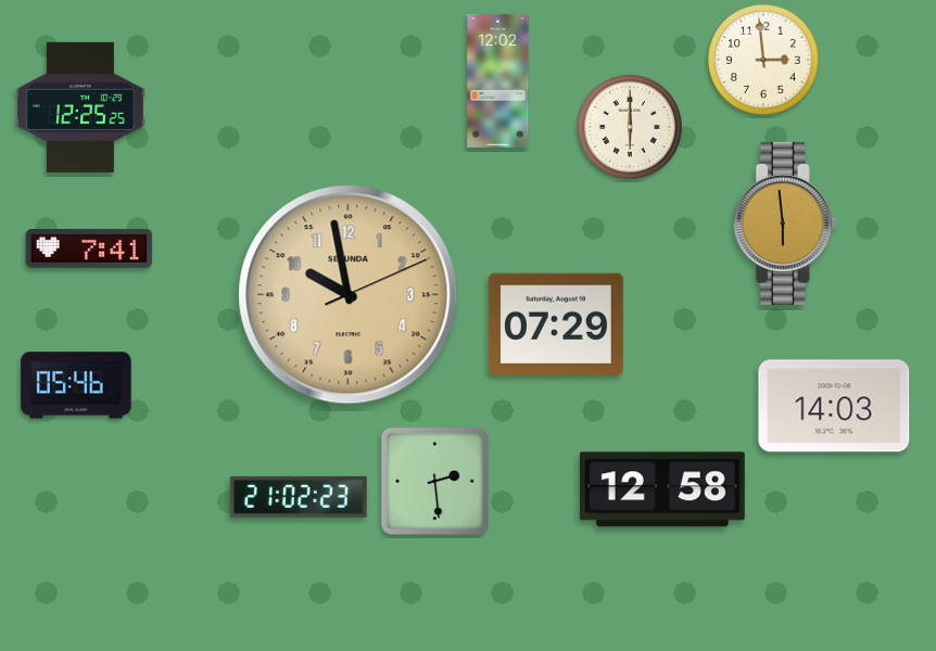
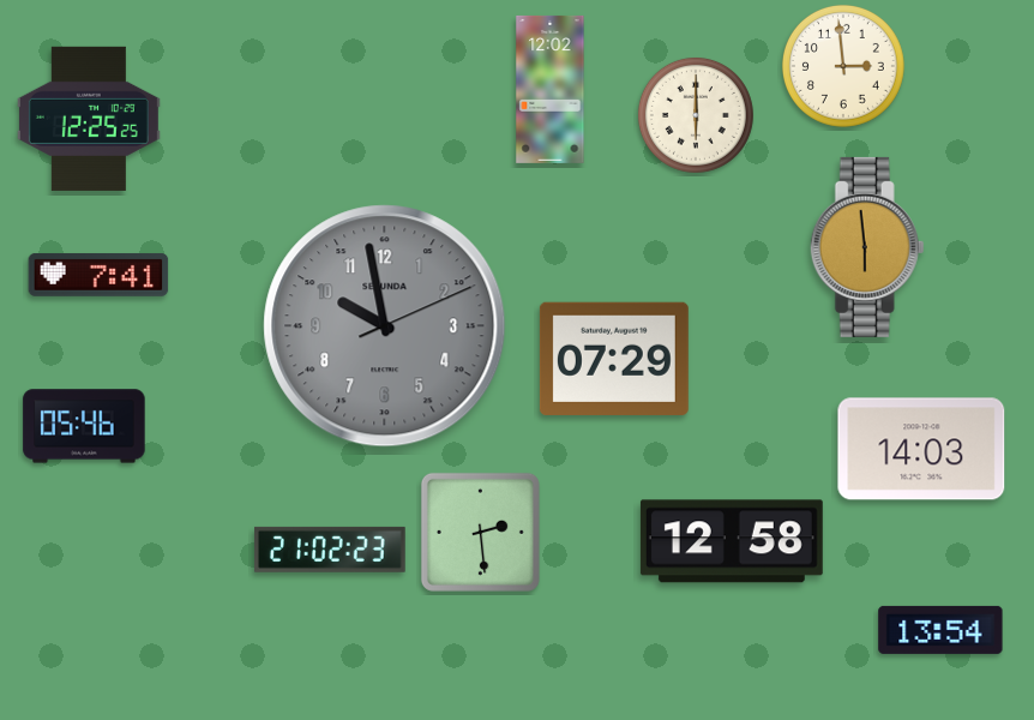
clock at (630, 127) position: (630, 127) -> (696, 115)
clock at (349, 295) dial: champagne -> grey
clock at (940, 630): none -> 13:54
